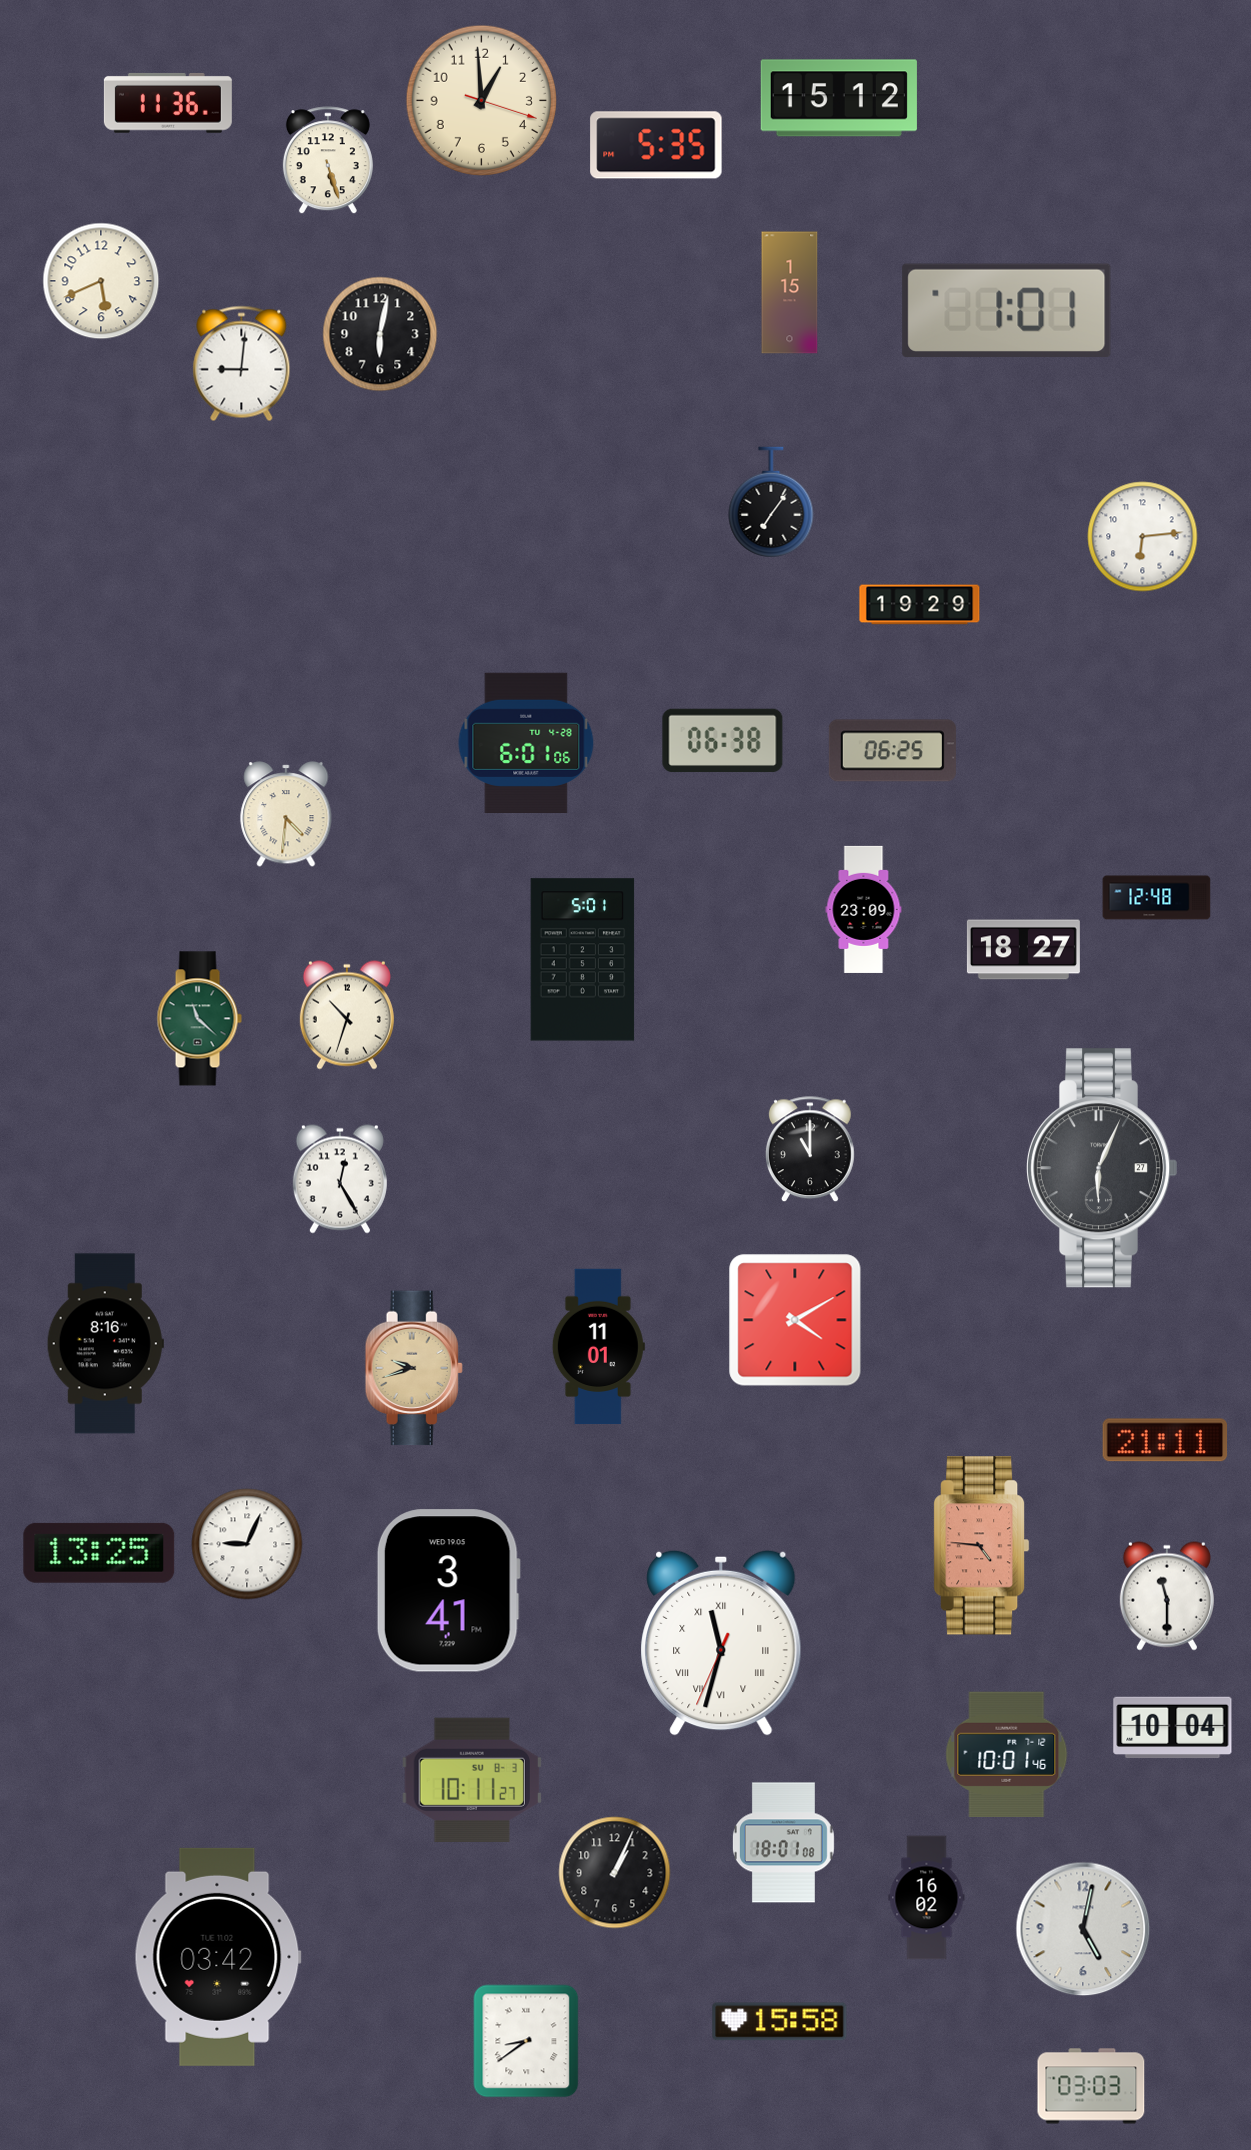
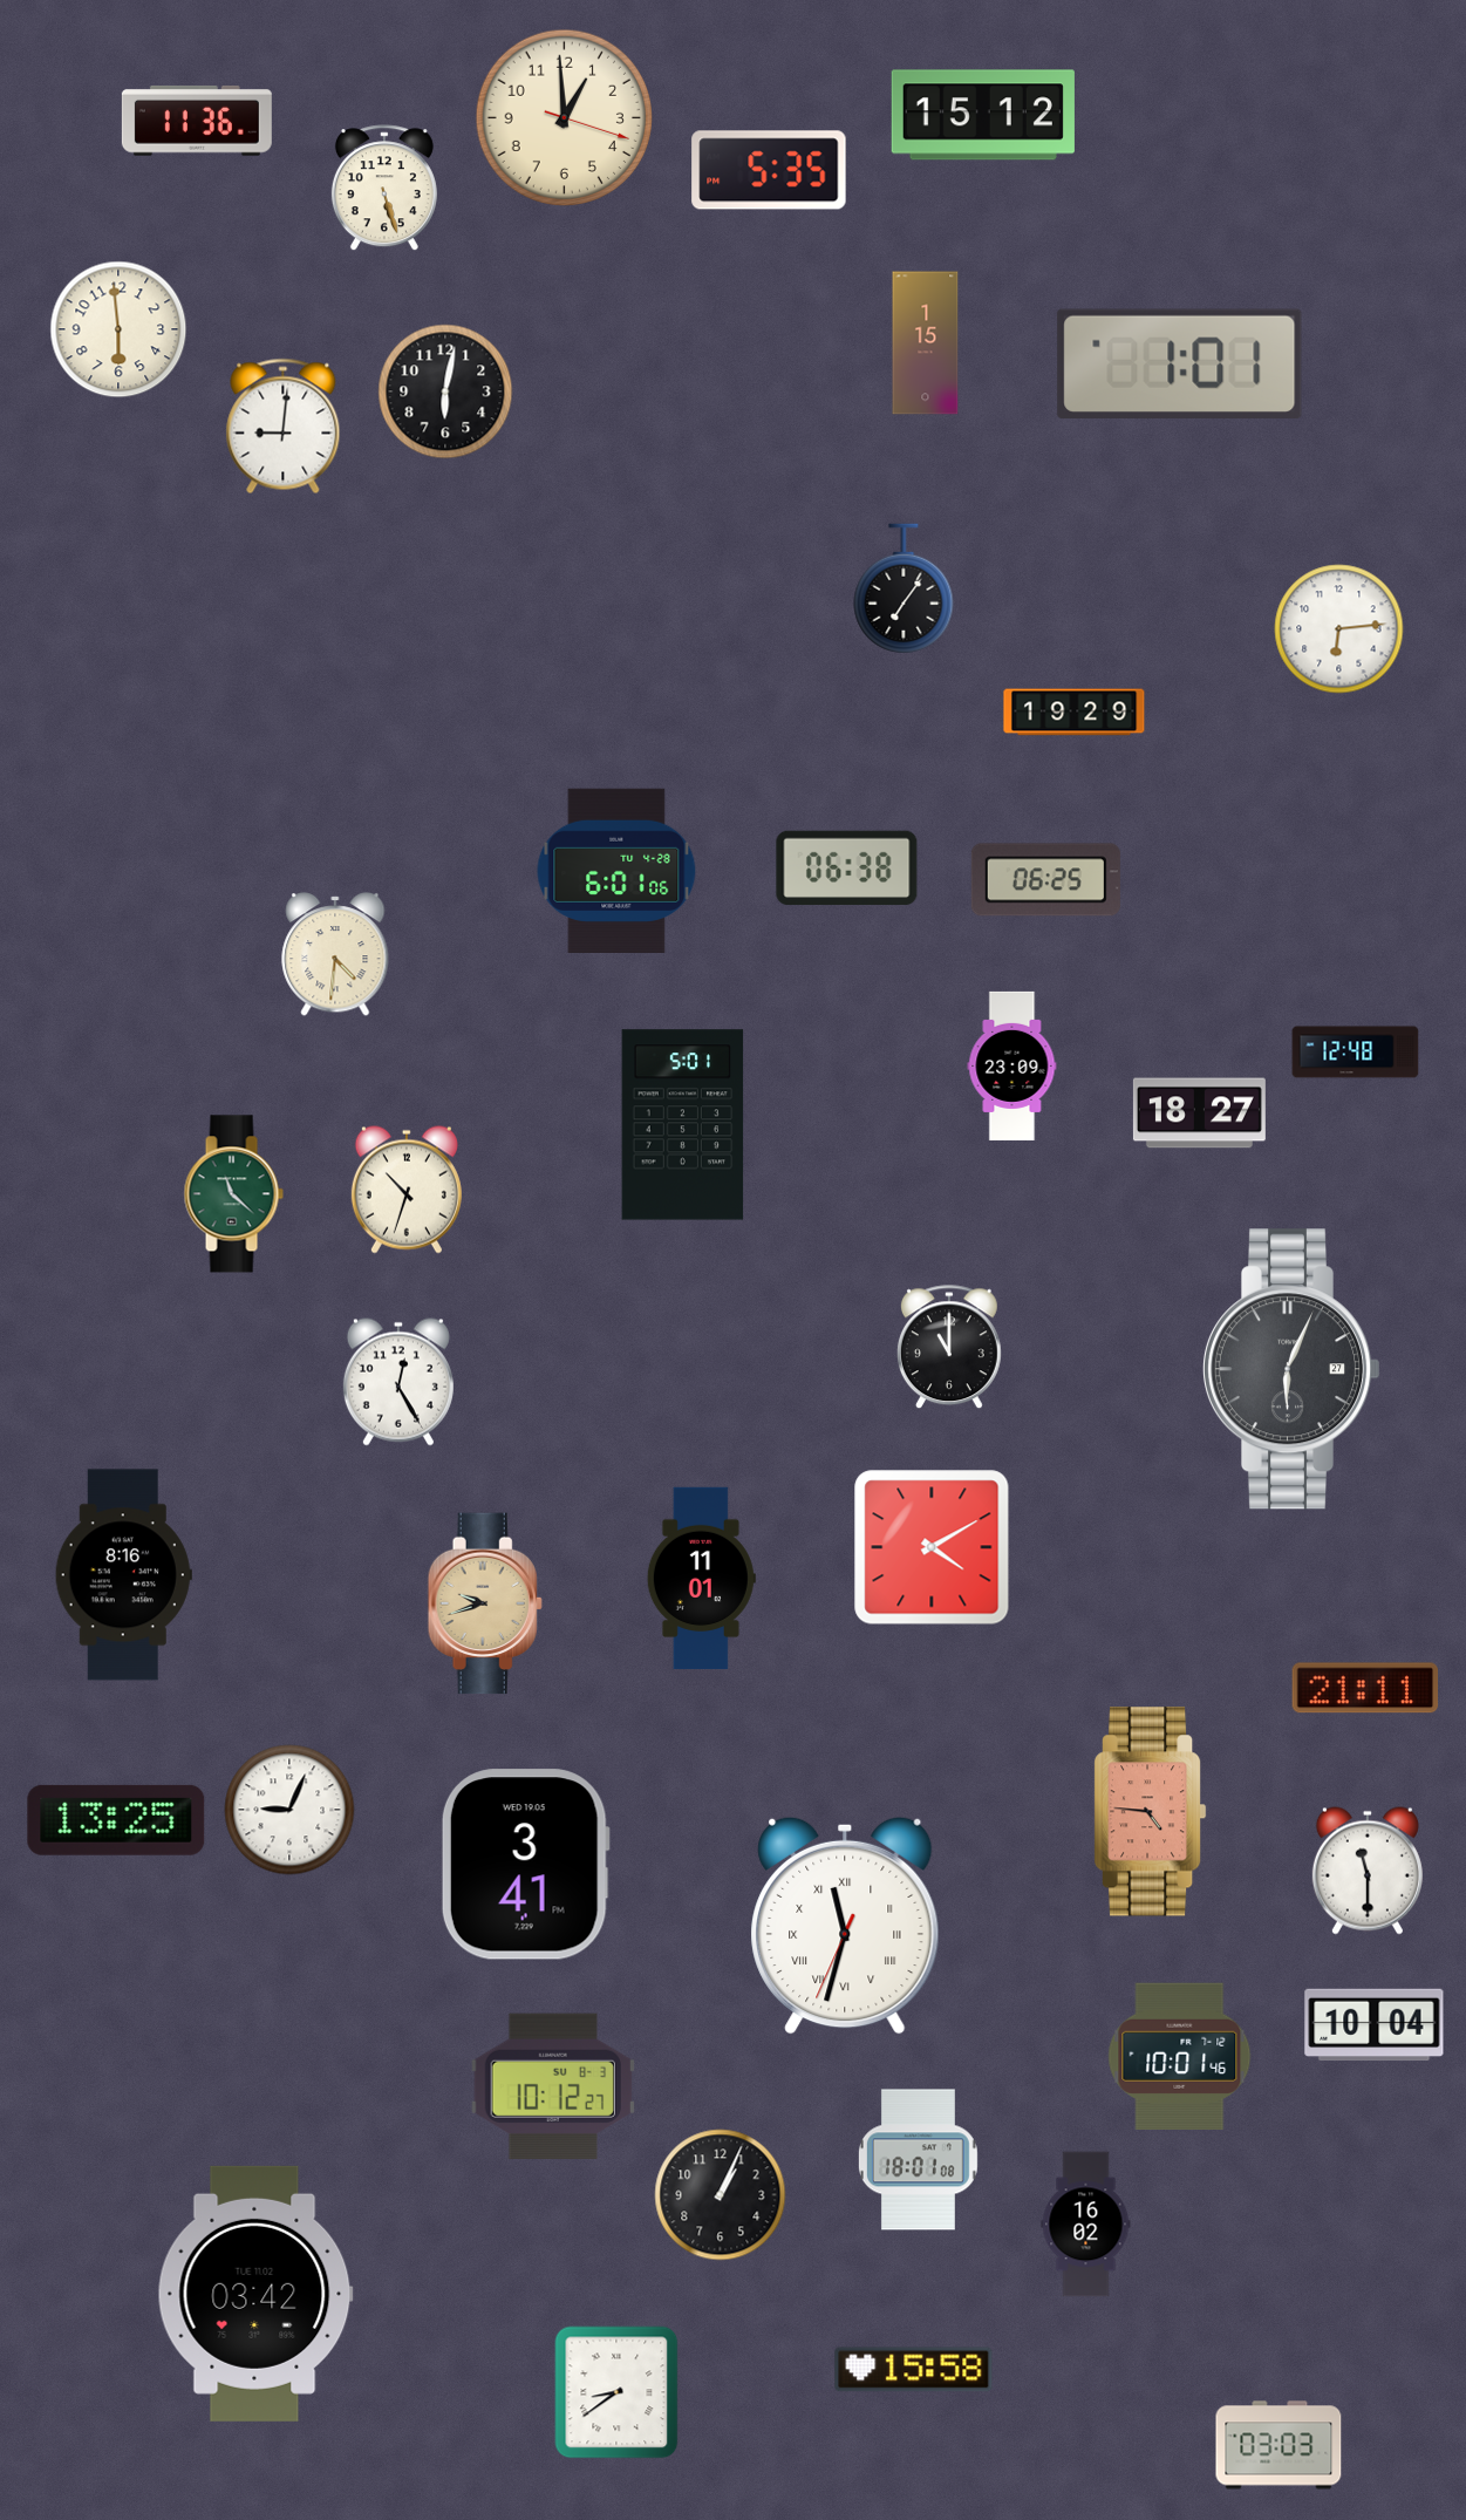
clock at (101, 281): 5:41 -> 5:59
clock at (920, 605) position: (920, 605) -> (1075, 713)
clock at (472, 1780): 10:11 -> 10:12
clock at (1083, 1929): 5:02 -> none
